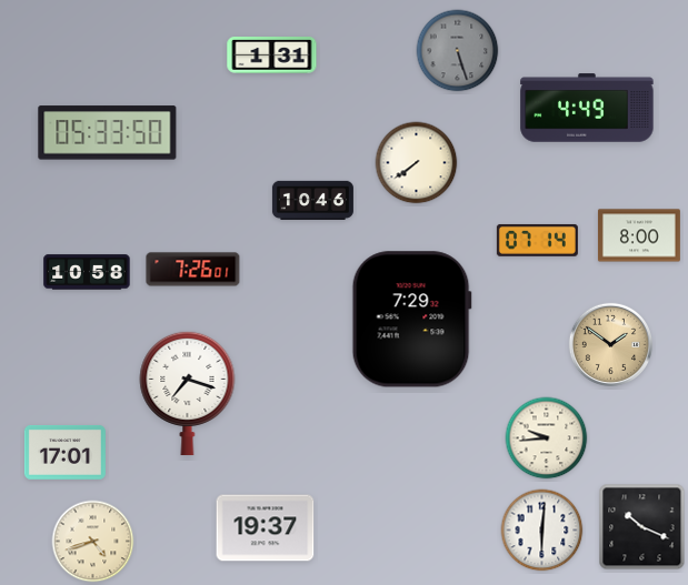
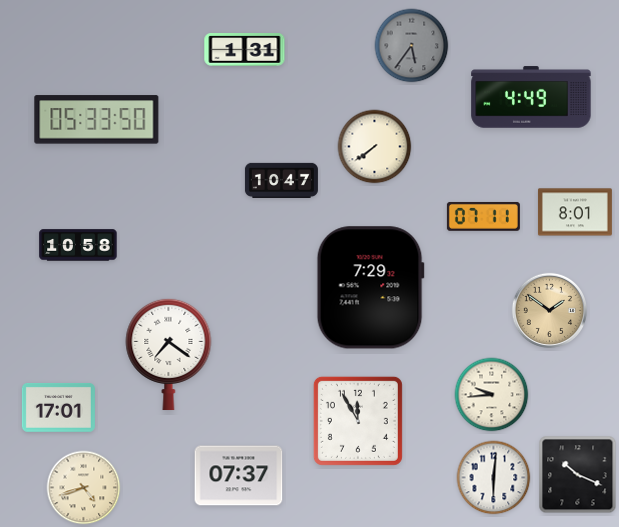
clock at (458, 51): 5:27 -> 5:36
clock at (587, 108) position: (587, 108) -> (531, 97)
clock at (312, 200): 10:46 -> 10:47
clock at (639, 235): 8:00 -> 8:01
clock at (537, 240): 07:14 -> 07:11
clock at (193, 270): 7:26 -> none
clock at (188, 393): 7:18 -> 7:21
clock at (358, 421): none -> 11:55
clock at (266, 528): 19:37 -> 07:37
clock at (542, 531) position: (542, 531) -> (494, 478)
